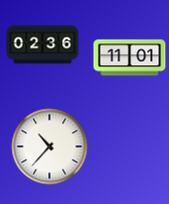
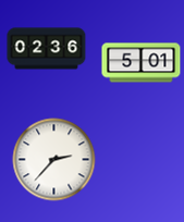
clock at (130, 58): 11:01 -> 5:01
clock at (50, 147): 10:37 -> 2:37
